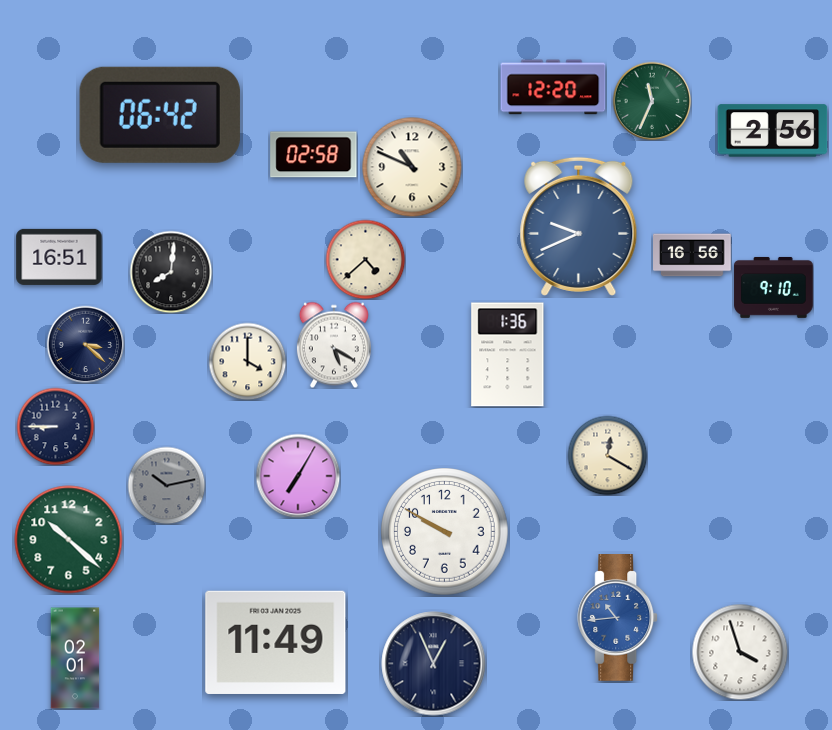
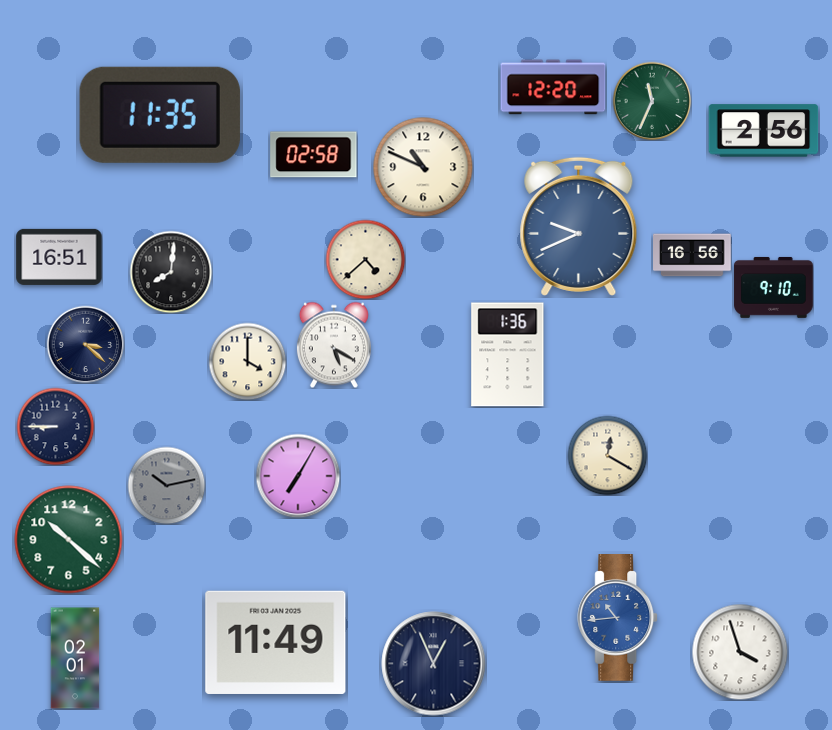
clock at (160, 115): 06:42 -> 11:35
clock at (773, 131) position: (773, 131) -> (764, 131)
clock at (412, 167) position: (412, 167) -> (423, 167)
clock at (445, 532): 9:50 -> none
